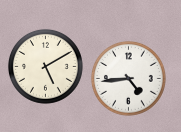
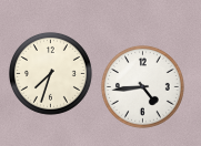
clock at (45, 66): 5:10 -> 7:33
